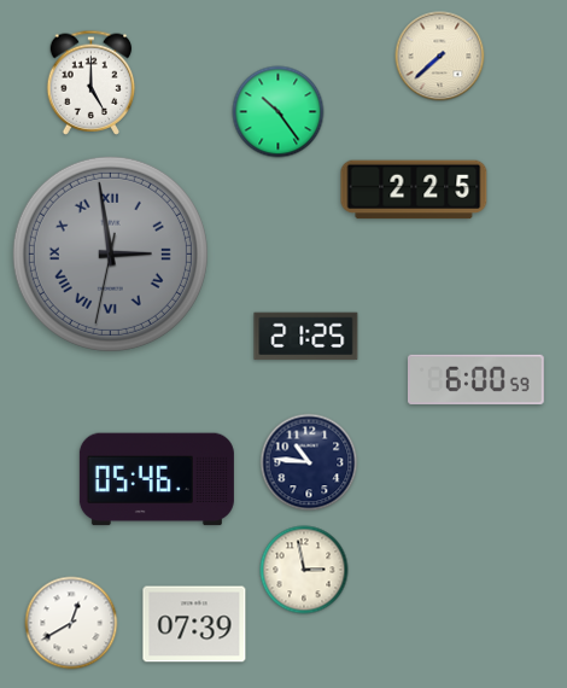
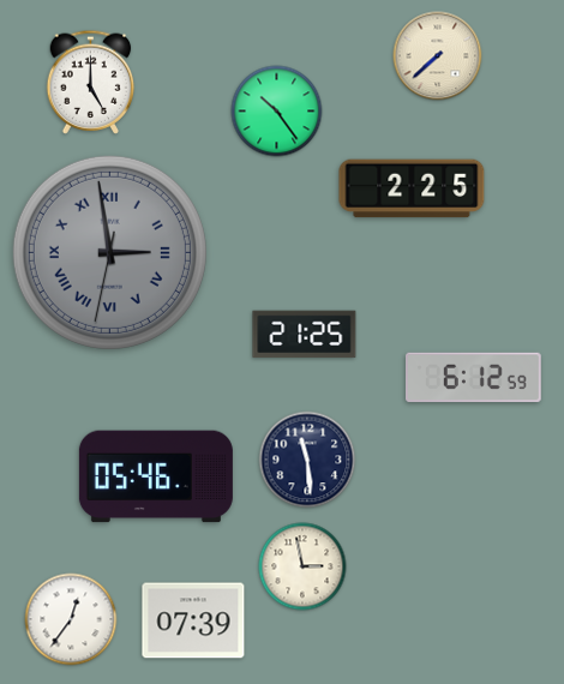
clock at (477, 379): 6:00 -> 6:12
clock at (309, 462): 10:46 -> 11:29
clock at (71, 623): 12:40 -> 12:36
